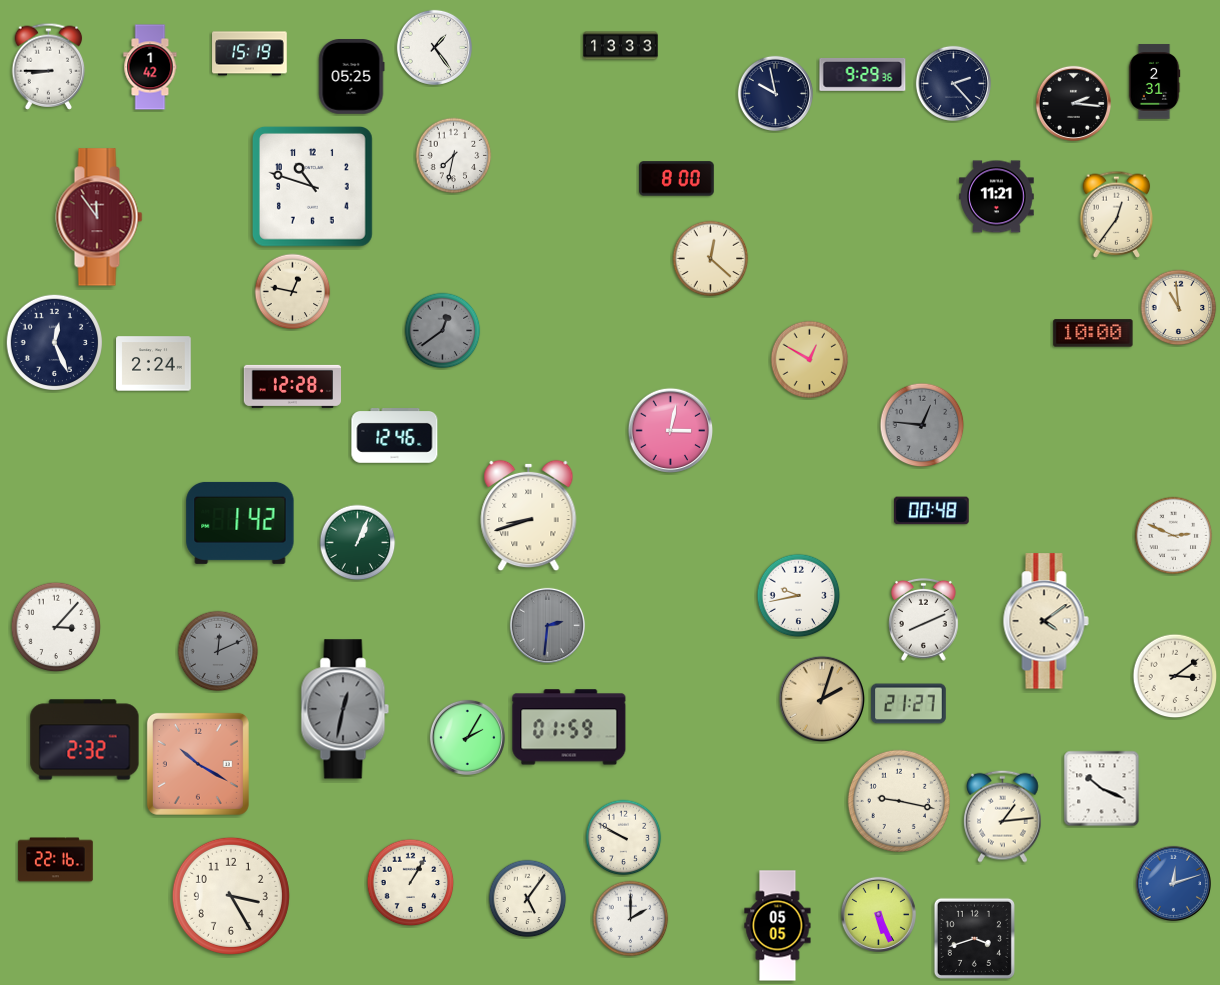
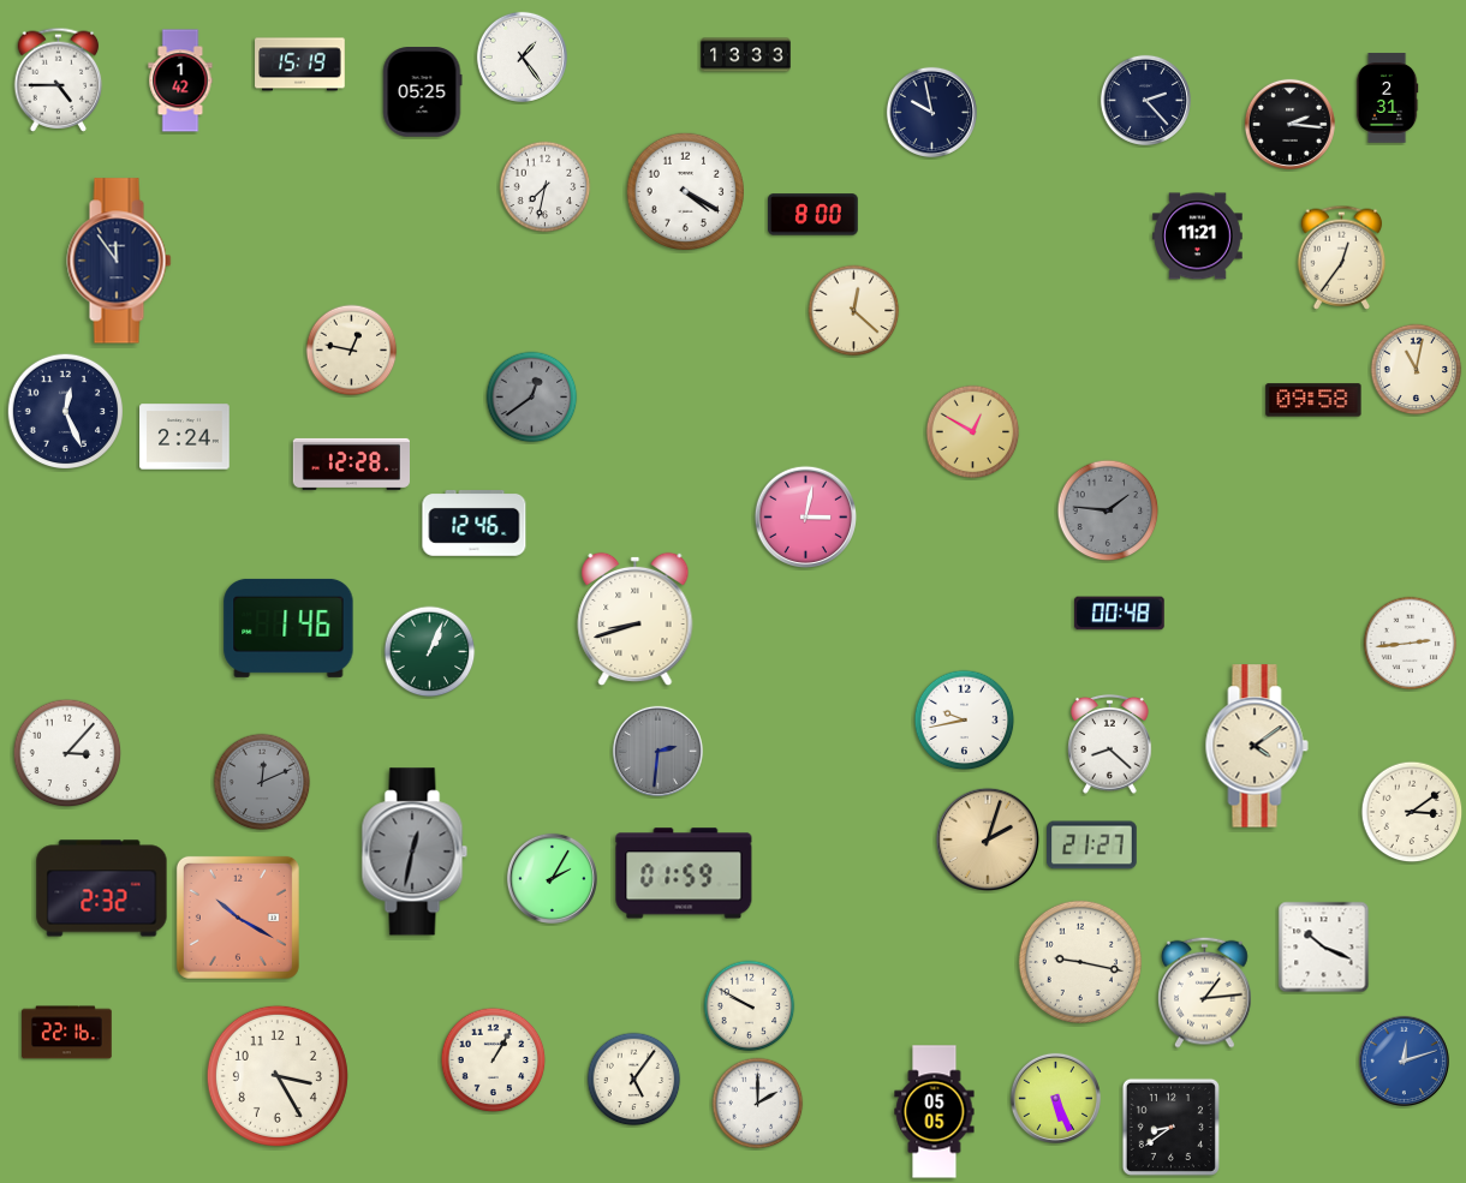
clock at (49, 66): 8:45 -> 4:45
clock at (863, 74): 9:29 -> none
clock at (685, 191): none -> 4:20
clock at (313, 187): 10:48 -> none
clock at (99, 217) dial: burgundy -> navy
clock at (1179, 308): 10:59 -> 11:02
clock at (1093, 333): 10:00 -> 09:58
clock at (922, 425): 12:46 -> 1:46
clock at (240, 523): 1:42 -> 1:46
clock at (1174, 536): 2:49 -> 2:44
clock at (799, 596) position: (799, 596) -> (965, 721)
clock at (924, 619): 8:11 -> 8:22
clock at (467, 737) position: (467, 737) -> (552, 878)
clock at (1003, 816) position: (1003, 816) -> (1205, 992)
clock at (1173, 883) position: (1173, 883) -> (1404, 1060)
clock at (974, 938): 3:42 -> 8:39
